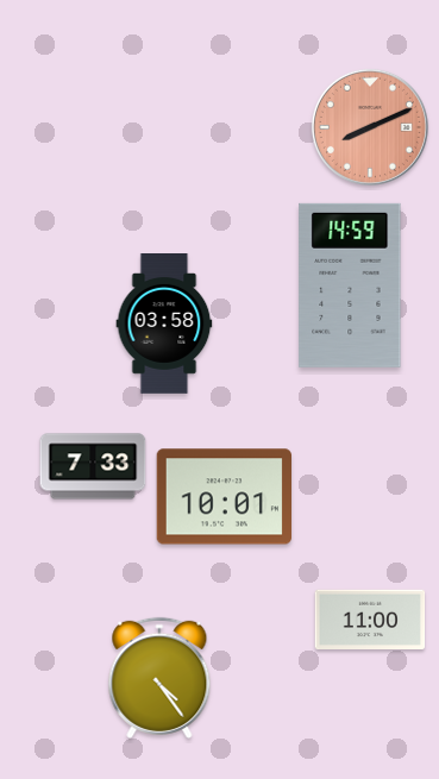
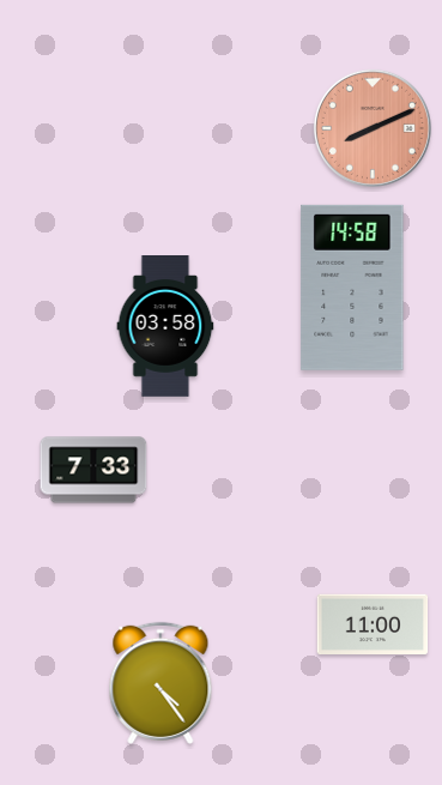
clock at (350, 285): 14:59 -> 14:58
clock at (224, 497): 10:01 -> none
